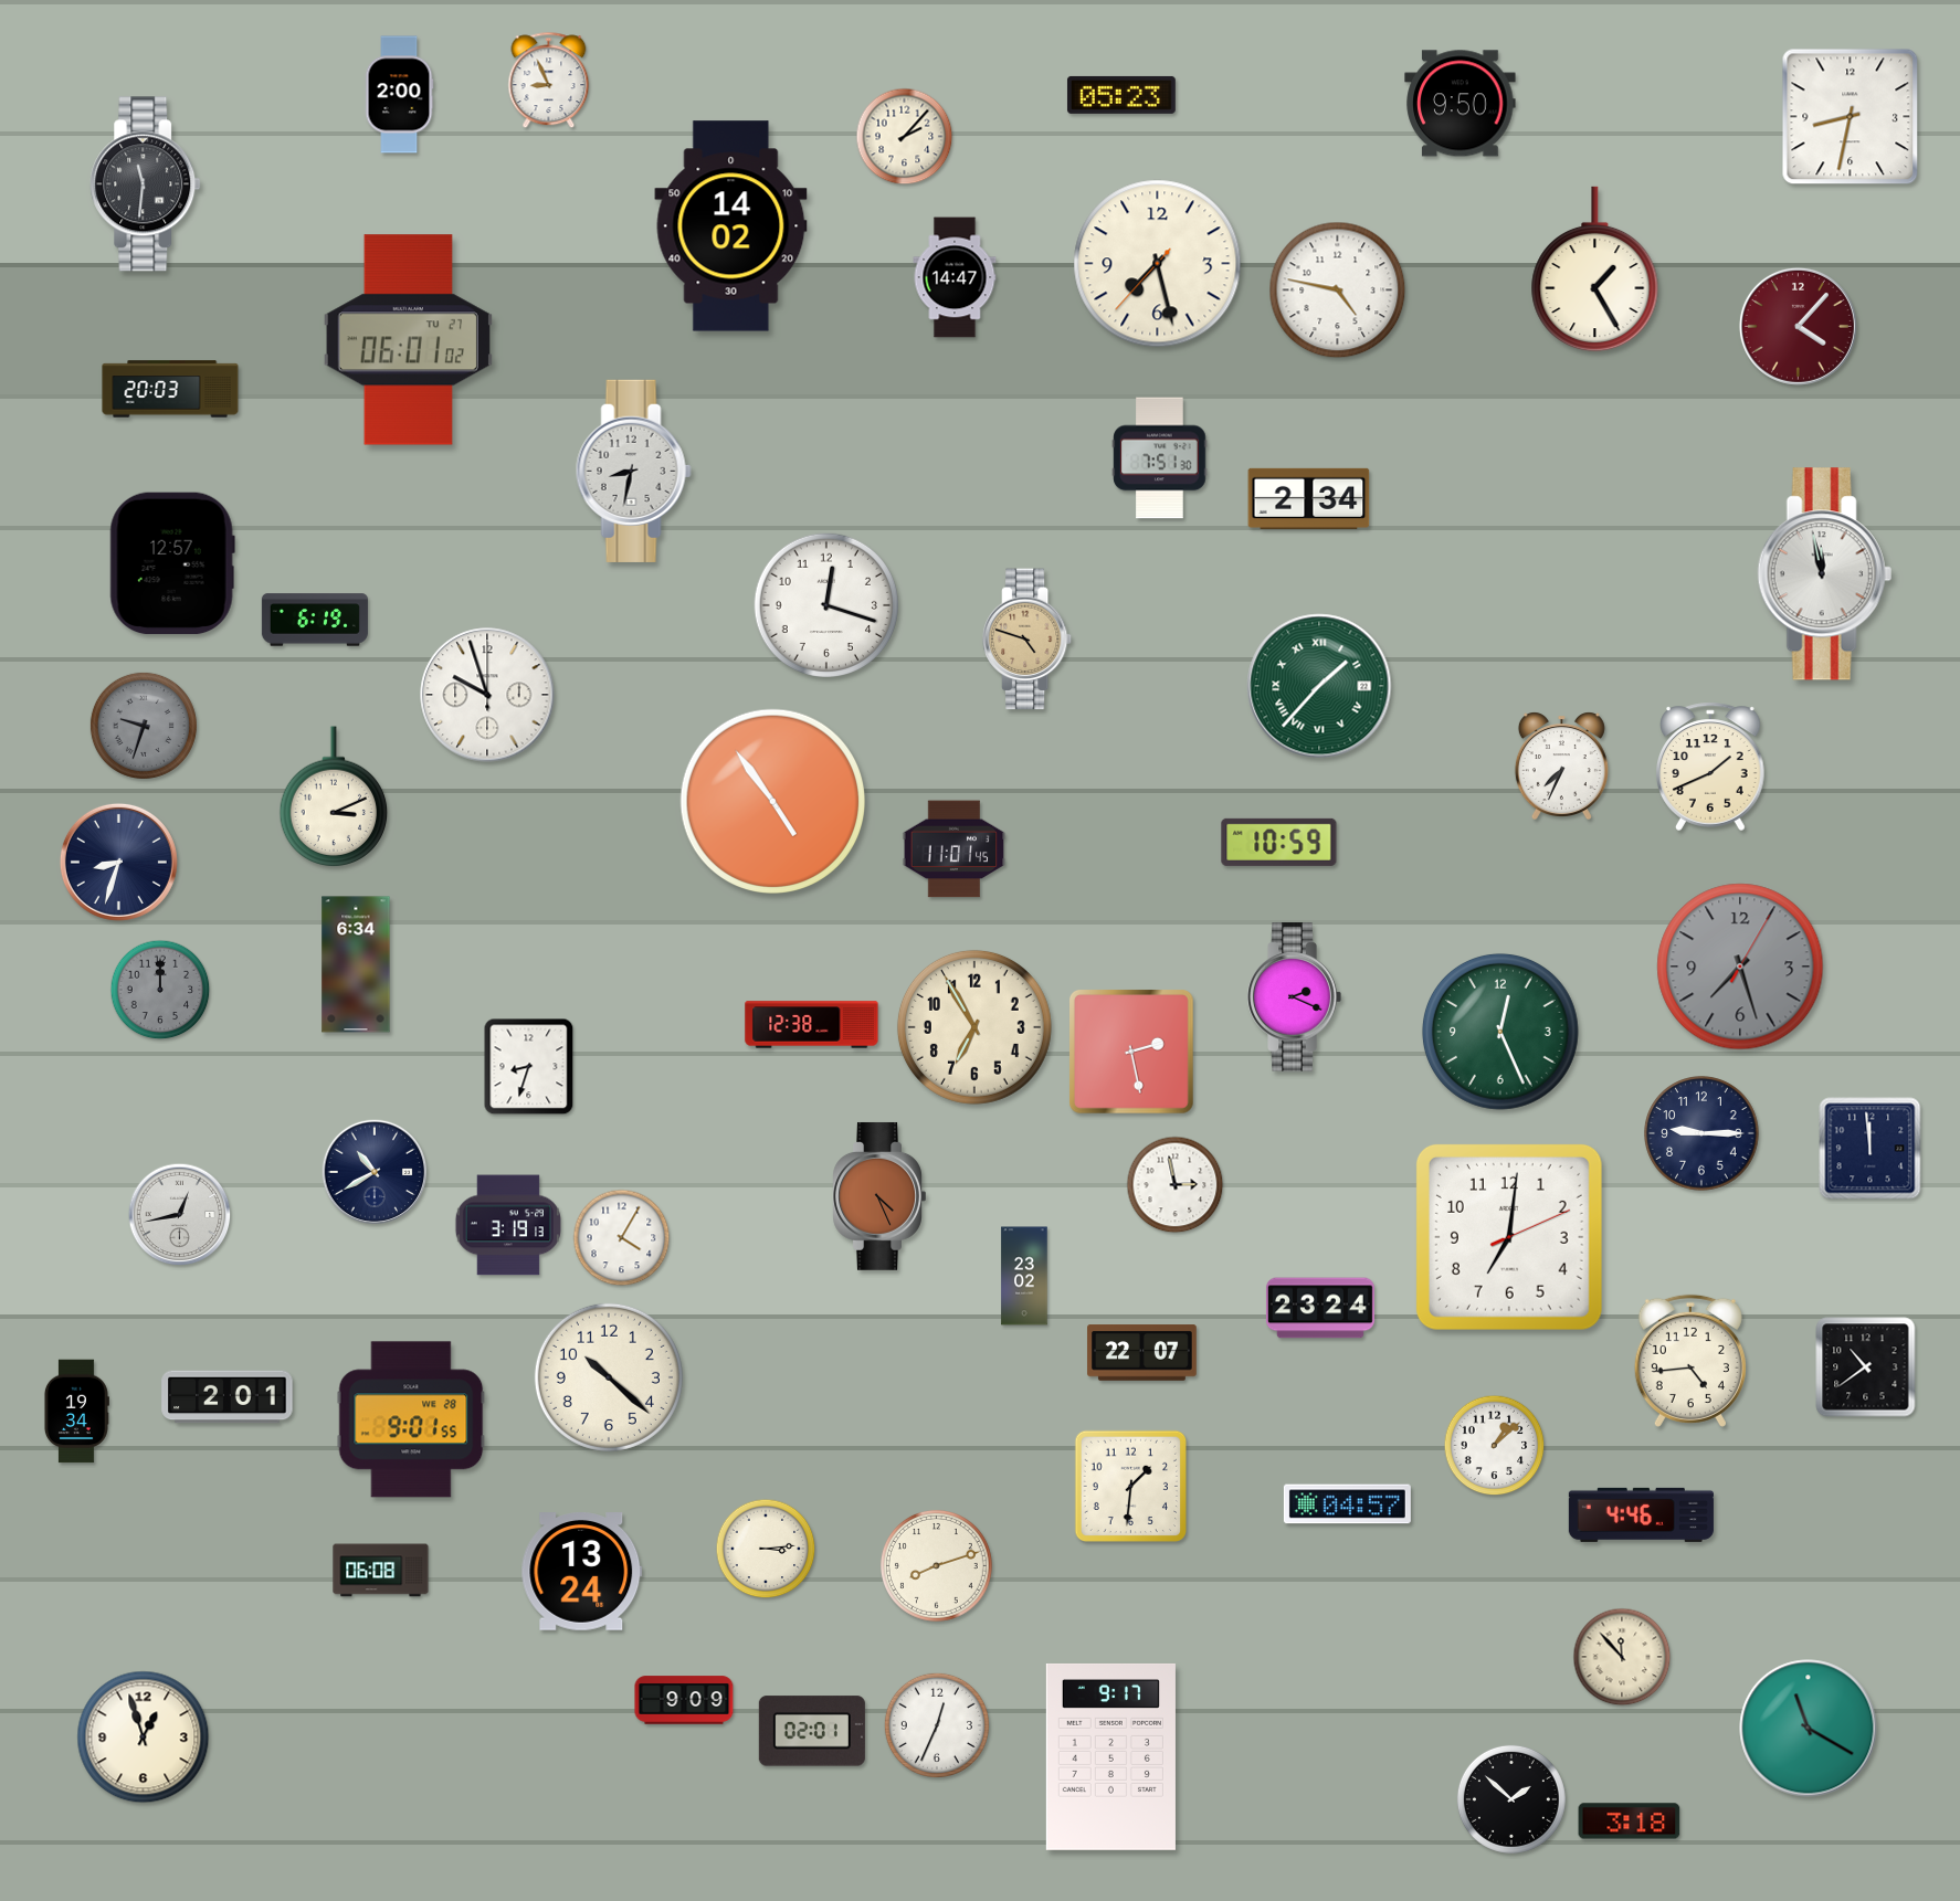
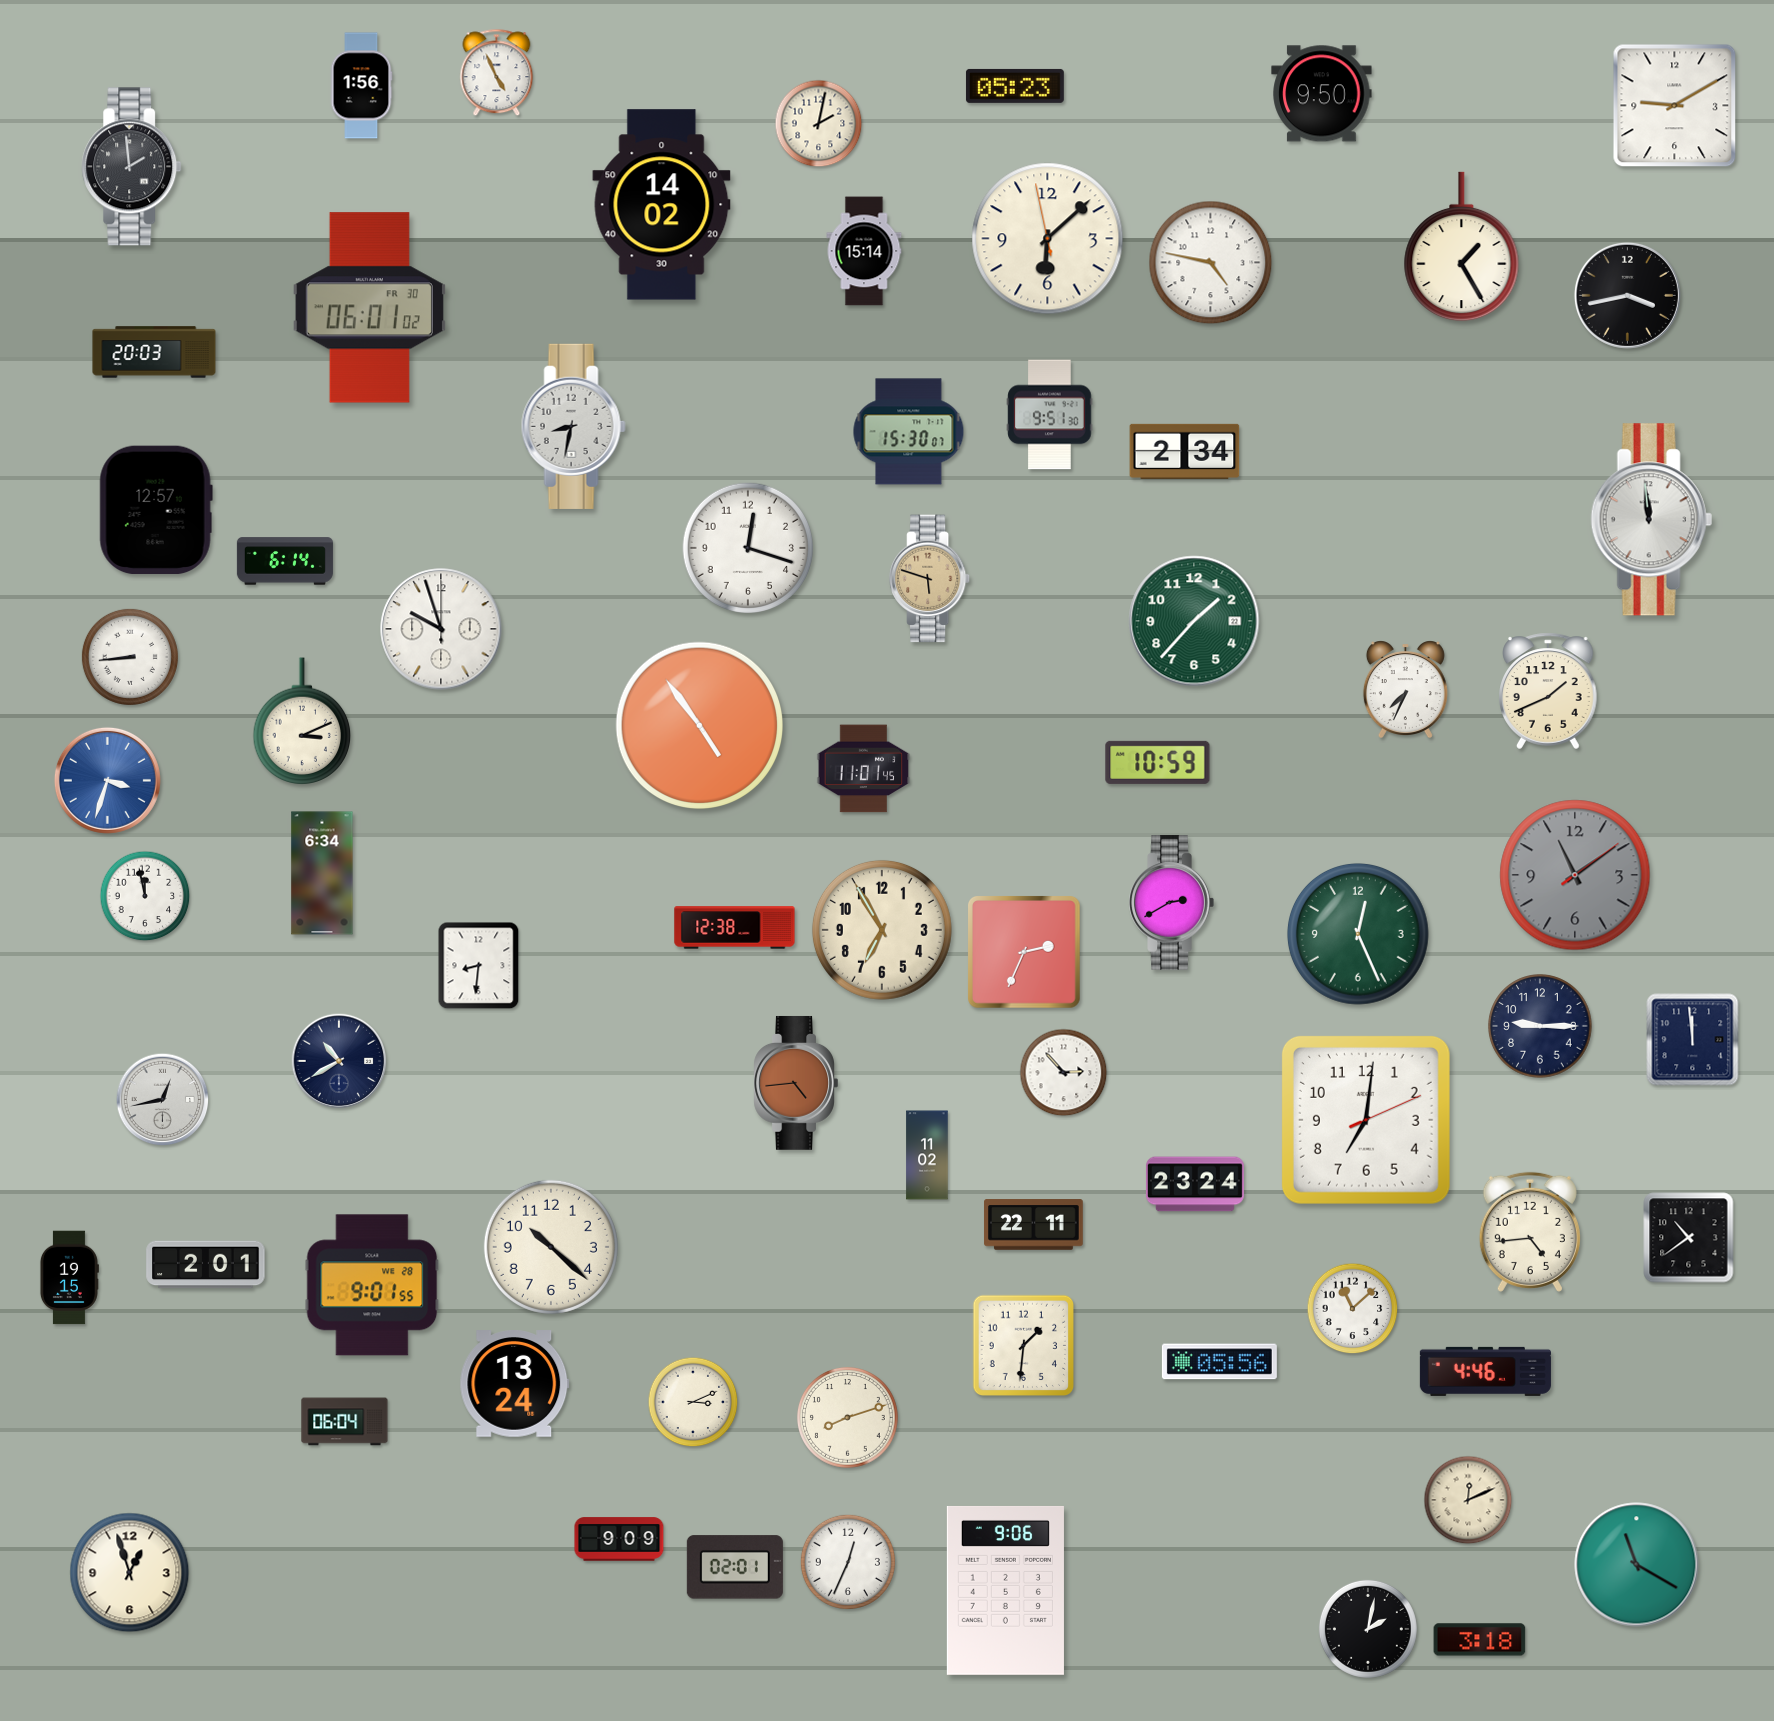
clock at (549, 81): 8:56 -> 4:56
clock at (399, 95): 2:00 -> 1:56
clock at (1851, 117): 8:32 -> 9:10
clock at (905, 137): 2:07 -> 2:02
clock at (146, 184): 11:31 -> 1:59
clock at (1158, 264): 7:27 -> 6:07
clock at (1595, 270) position: (1595, 270) -> (1462, 247)
clock at (955, 277): 14:47 -> 15:14
clock at (1798, 326): 4:07 -> 3:43
clock at (1798, 326) dial: burgundy -> black
clock at (408, 340) date: TU 27 -> FR 30
clock at (1160, 458): 7:51 -> 9:51
clock at (909, 432): none -> 15:30
clock at (1824, 574): 11:58 -> 11:59
clock at (315, 620): 6:19 -> 6:14
clock at (1028, 640): 4:48 -> 5:48
clock at (1319, 686) numerals: Roman -> Arabic
clock at (144, 726): 9:33 -> 8:44
clock at (144, 726) dial: grey -> white
clock at (1561, 767) position: (1561, 767) -> (1405, 690)
clock at (1710, 767) position: (1710, 767) -> (1548, 691)
clock at (118, 862): 8:33 -> 3:33
clock at (118, 862) dial: navy -> blue
clock at (1740, 967): 7:27 -> 11:09
clock at (160, 990): 12:00 -> 11:58
clock at (160, 990) dial: grey -> white
clock at (1294, 997): 2:19 -> 2:40
clock at (1132, 1053): 2:28 -> 2:34
clock at (529, 1067): 8:33 -> 8:31
clock at (1176, 1185): 2:58 -> 2:53
clock at (879, 1196): 4:26 -> 4:44
clock at (508, 1225): 3:19 -> none
clock at (622, 1238): 4:05 -> none
clock at (1024, 1276): 23:02 -> 11:02
clock at (1142, 1353): 22:07 -> 22:11
clock at (76, 1412): 19:34 -> 19:15
clock at (1495, 1446): 1:08 -> 11:08
clock at (1347, 1504): 04:57 -> 05:56
clock at (766, 1549): 3:14 -> 3:11
clock at (381, 1571): 06:08 -> 06:04
clock at (582, 1572) position: (582, 1572) -> (515, 1384)
clock at (1622, 1657): 11:53 -> 12:11
clock at (1110, 1756): 9:17 -> 9:06
clock at (1511, 1799): 1:52 -> 2:02
clock at (1630, 1821) position: (1630, 1821) -> (1480, 1640)
